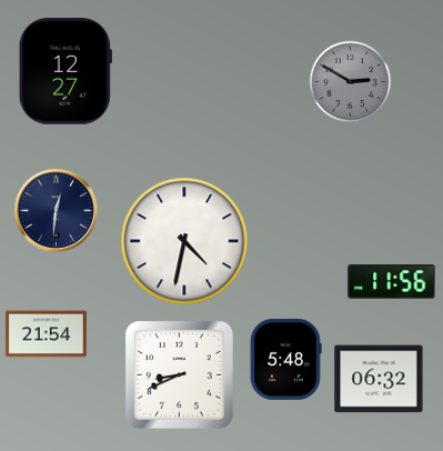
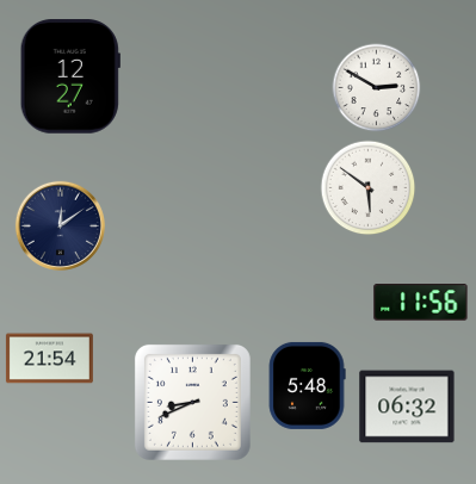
clock at (351, 82) dial: grey -> white
clock at (369, 188): none -> 5:51
clock at (56, 210): 12:31 -> 12:09
clock at (184, 241): 4:32 -> none
